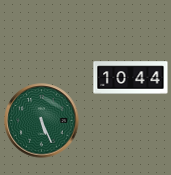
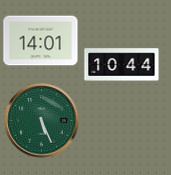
clock at (41, 41): none -> 14:01
clock at (131, 78) position: (131, 78) -> (122, 65)
